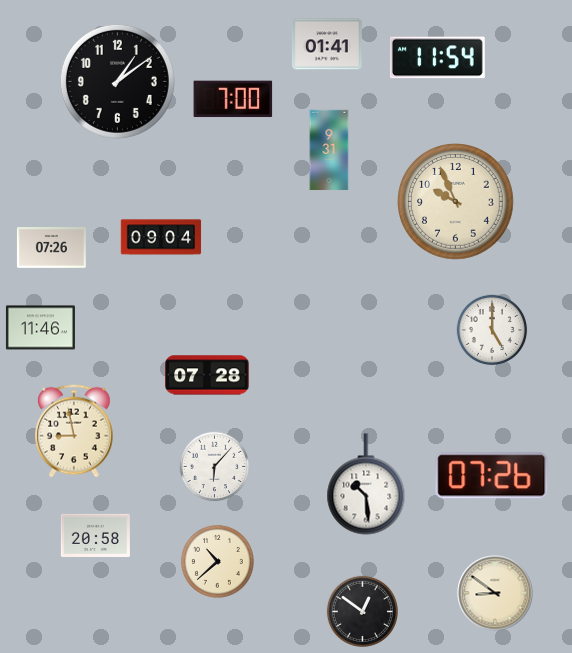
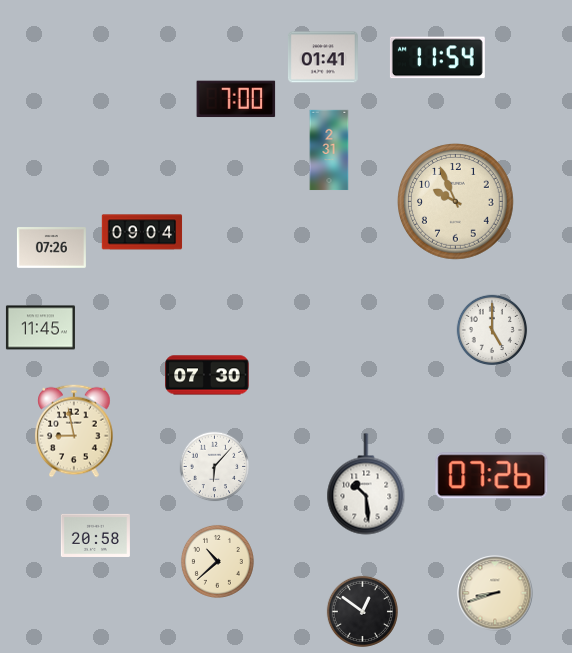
clock at (327, 44) position: (327, 44) -> (323, 57)
clock at (117, 81): 1:09 -> none
clock at (233, 99) position: (233, 99) -> (236, 99)
clock at (329, 150): 9:31 -> 2:31
clock at (161, 237) position: (161, 237) -> (142, 232)
clock at (40, 328): 11:46 -> 11:45
clock at (207, 375): 07:28 -> 07:30
clock at (495, 593): 8:51 -> 8:42
